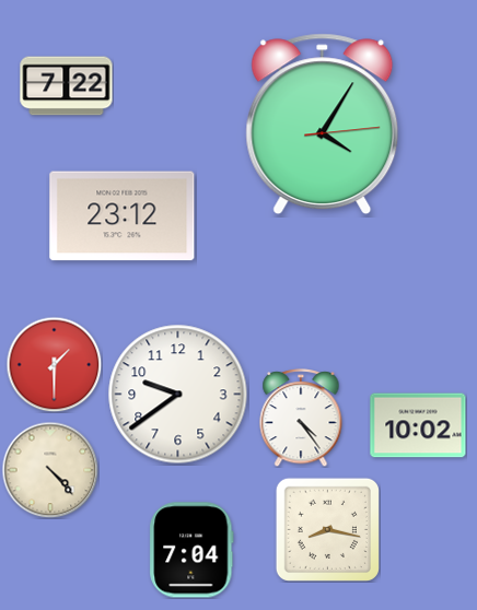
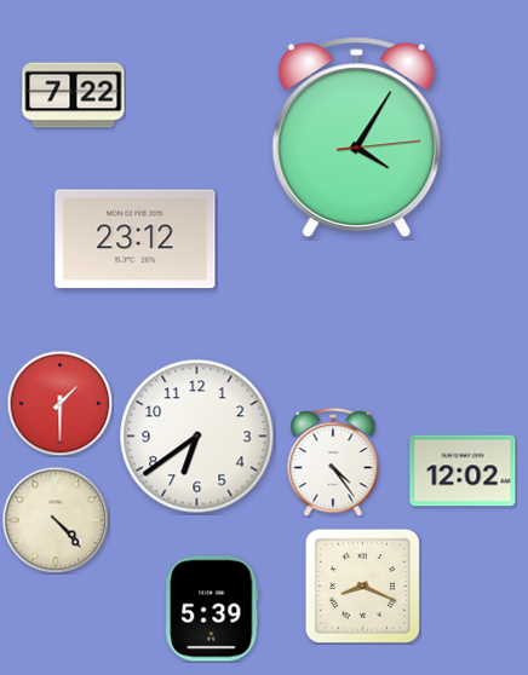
clock at (178, 395): 9:39 -> 6:39
clock at (418, 425): 10:02 -> 12:02
clock at (327, 529): 8:17 -> 8:19
clock at (191, 550): 7:04 -> 5:39
